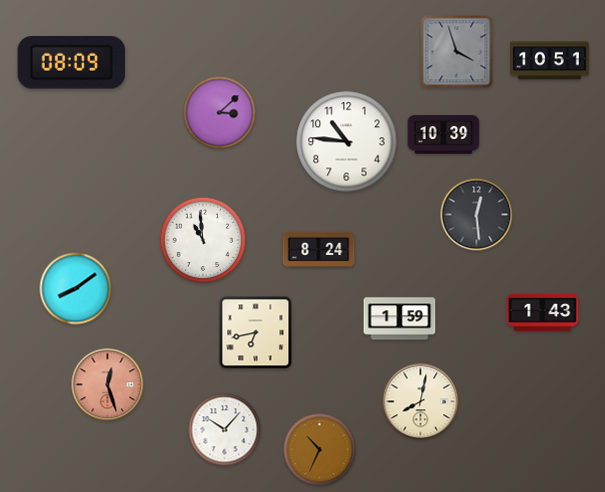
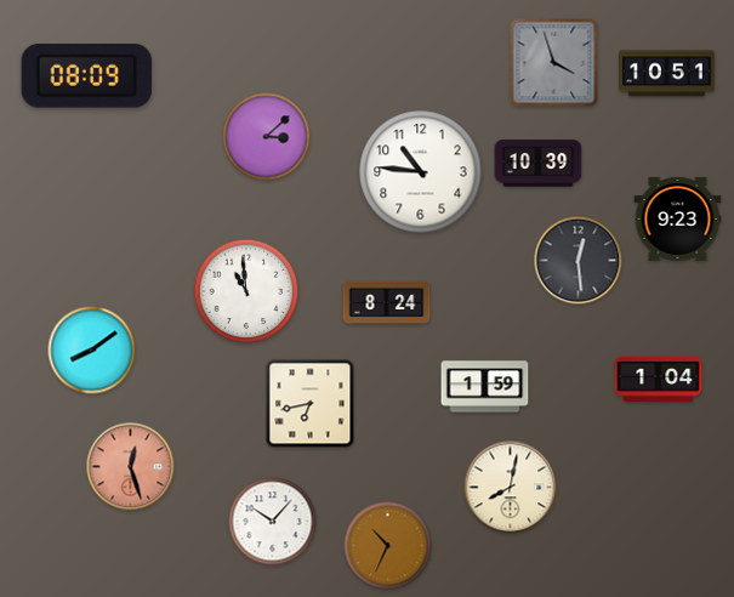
clock at (678, 218): none -> 9:23
clock at (543, 312): 1:43 -> 1:04
